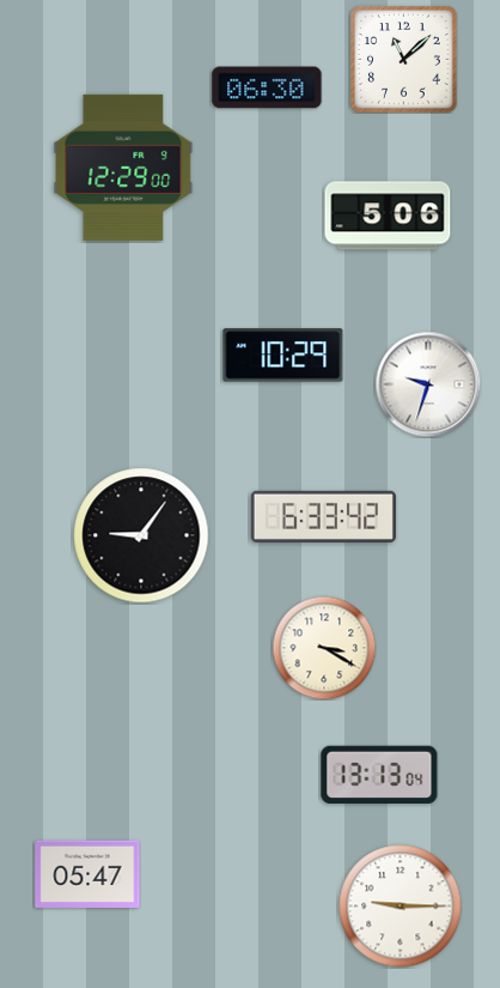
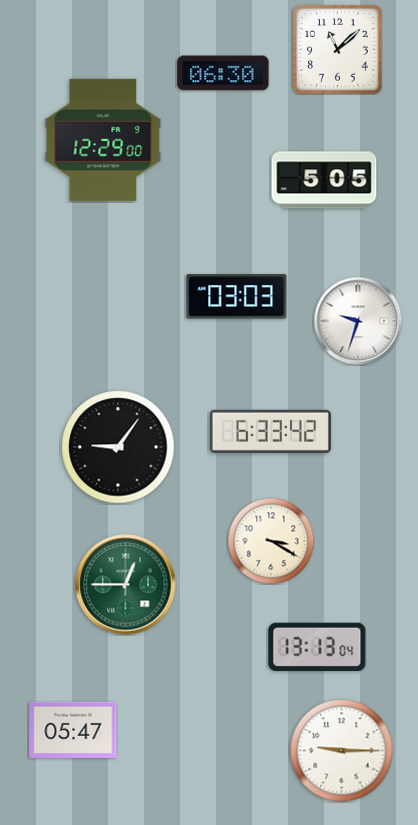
clock at (388, 216): 5:06 -> 5:05
clock at (283, 356): 10:29 -> 03:03
clock at (126, 585): none -> 12:45
clock at (401, 907) position: (401, 907) -> (342, 751)
